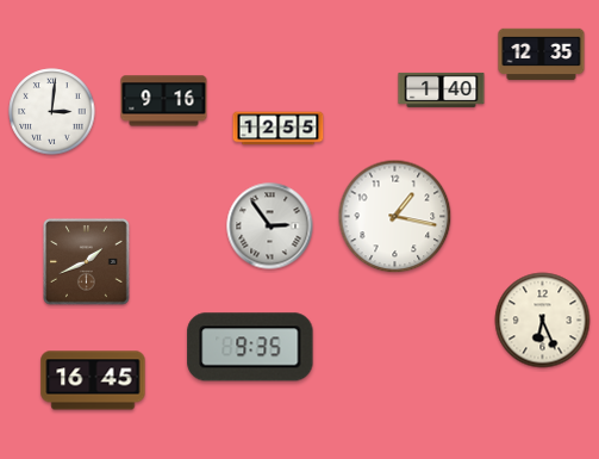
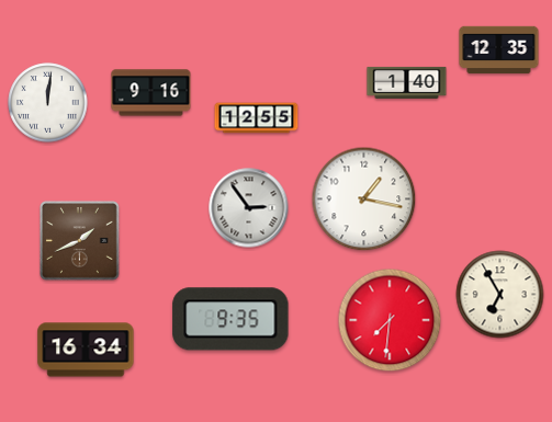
clock at (52, 112): 3:01 -> 12:01
clock at (543, 321): 6:26 -> 6:55
clock at (390, 320): none -> 7:31
clock at (93, 380): 16:45 -> 16:34
